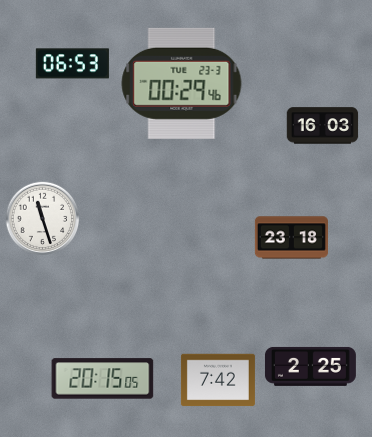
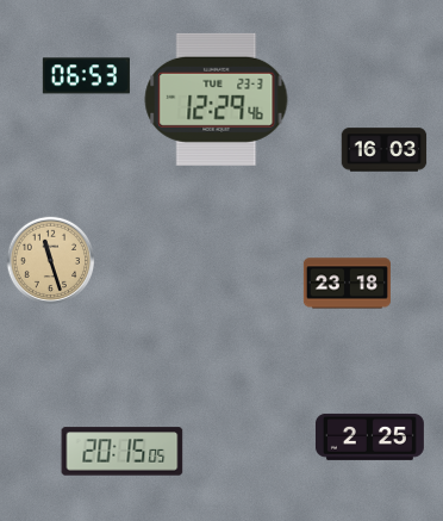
clock at (182, 83): 00:29 -> 12:29
clock at (43, 219) dial: white -> champagne
clock at (218, 380): 7:42 -> none
